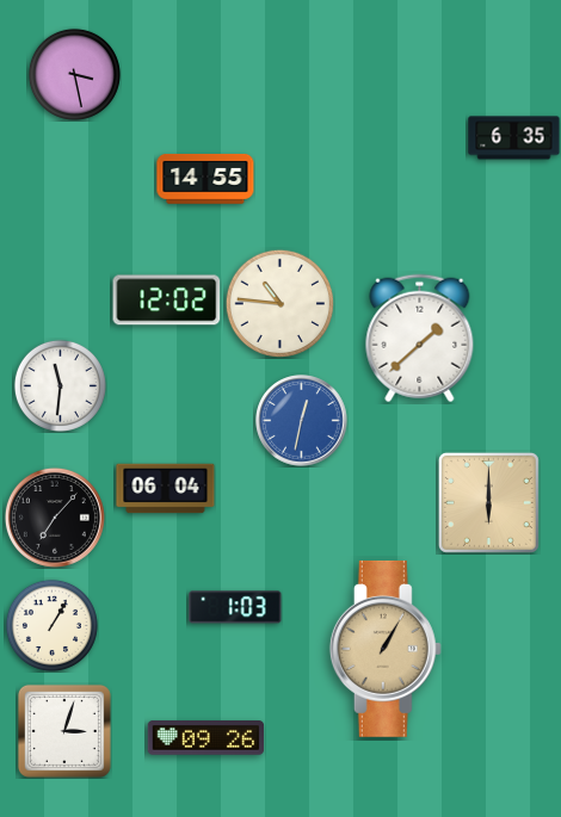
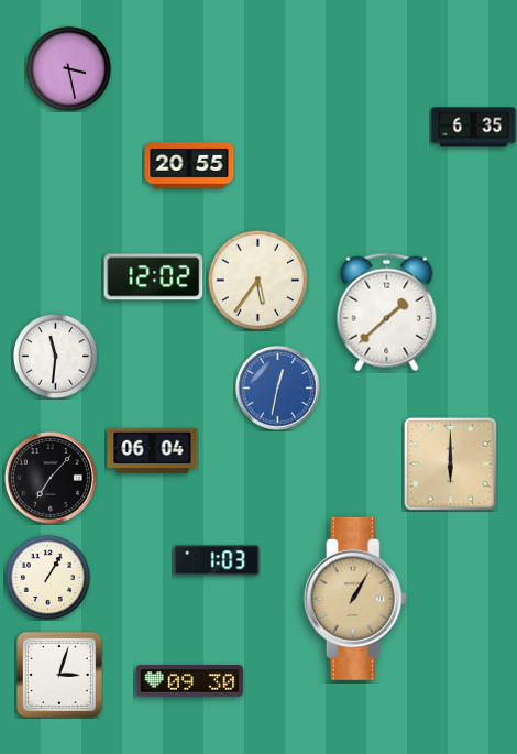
clock at (205, 180): 14:55 -> 20:55
clock at (279, 303): 10:46 -> 5:36
clock at (206, 738): 09:26 -> 09:30
